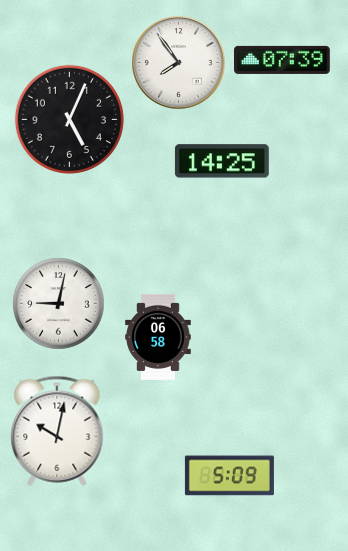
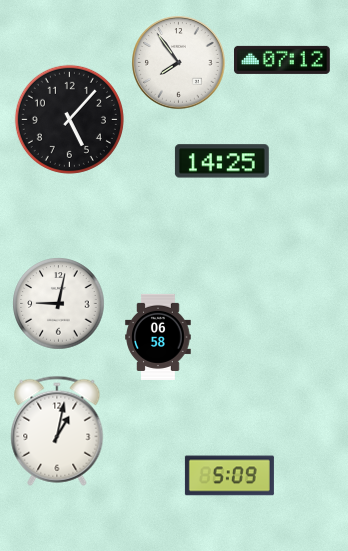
clock at (283, 60): 07:39 -> 07:12
clock at (69, 119): 5:04 -> 5:07
clock at (57, 431): 10:02 -> 1:02
